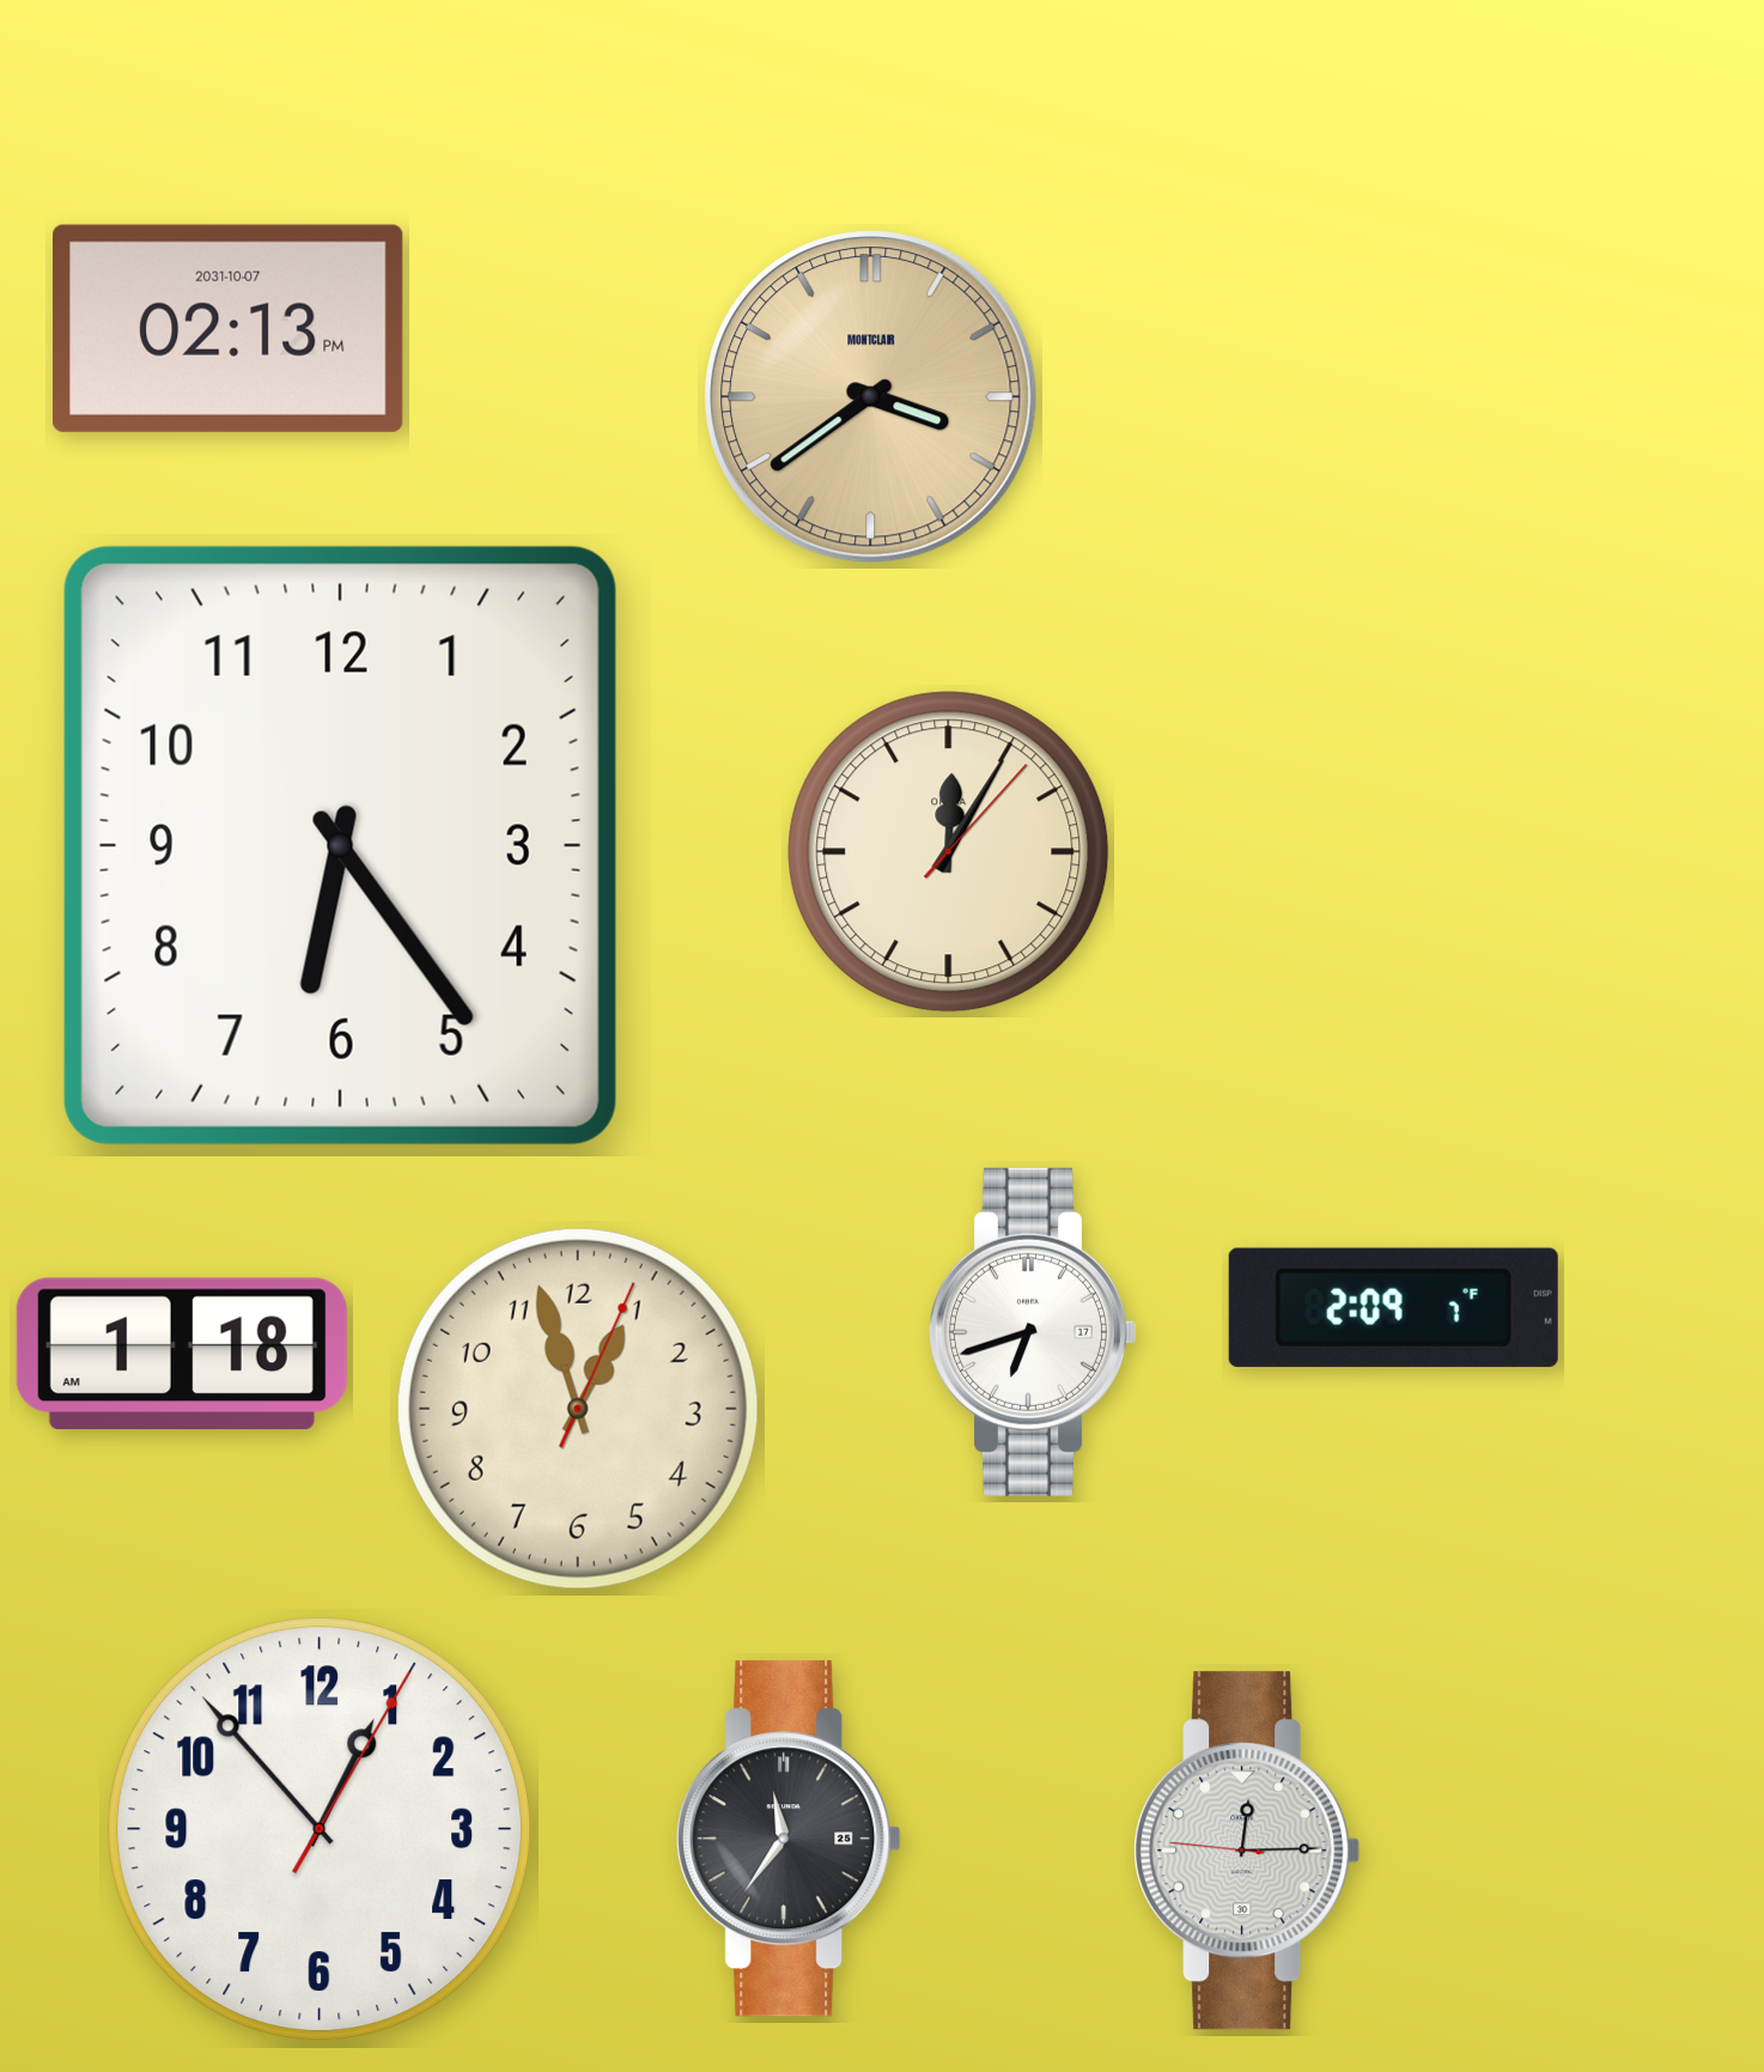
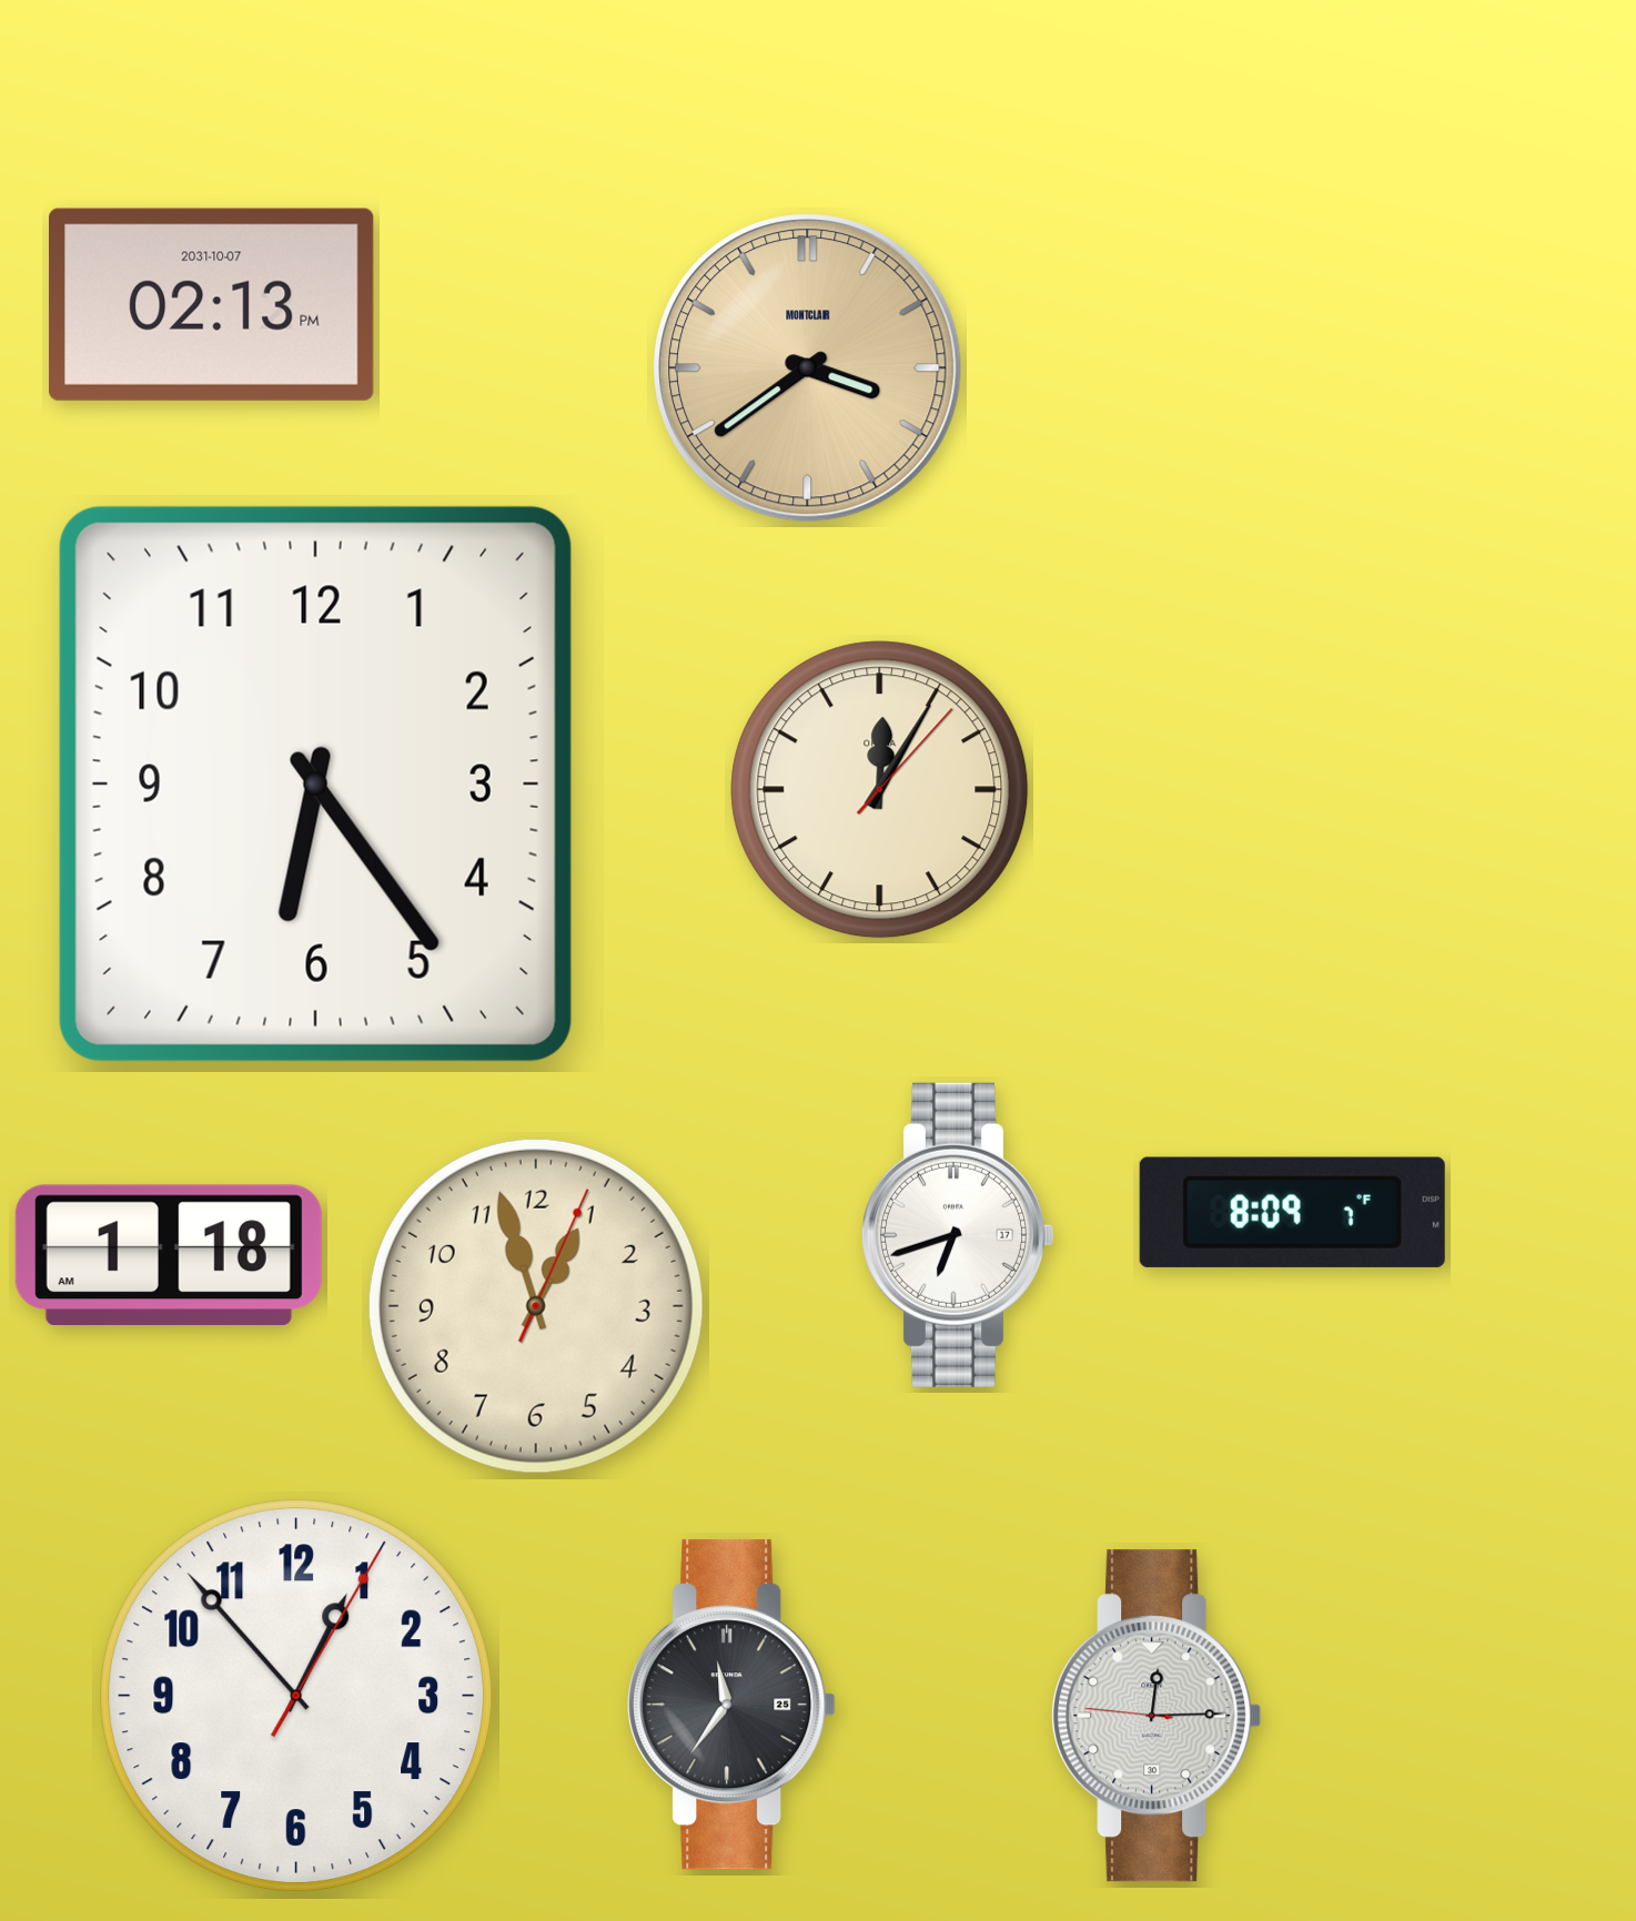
clock at (1393, 1307): 2:09 -> 8:09
